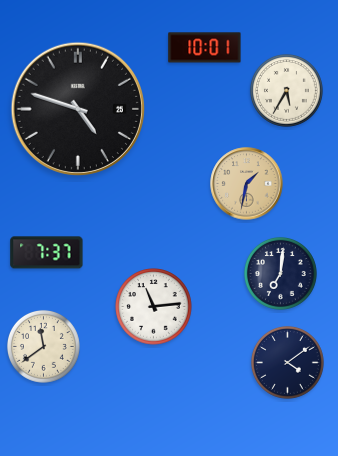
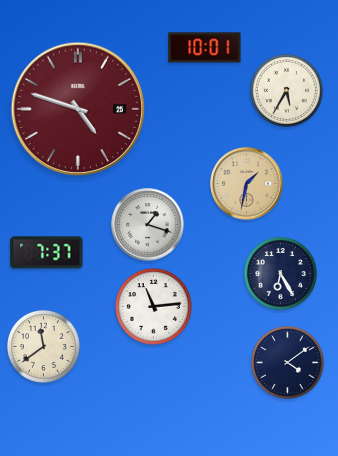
clock at (77, 108) dial: black -> burgundy
clock at (148, 225): none -> 1:18
clock at (280, 273): 7:01 -> 6:25
